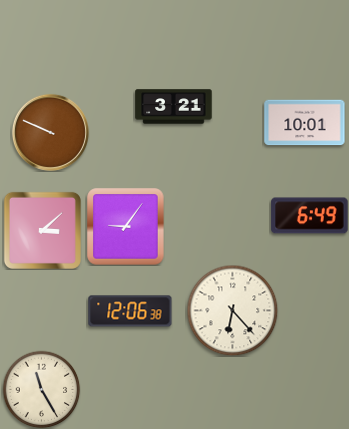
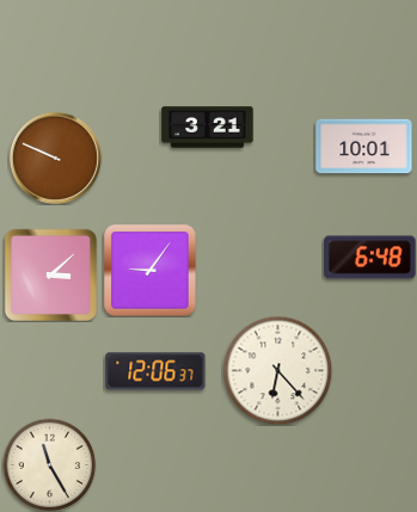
clock at (50, 132) position: (50, 132) -> (55, 158)
clock at (310, 216): 6:49 -> 6:48
clock at (130, 311): 12:06:38 -> 12:06:37
